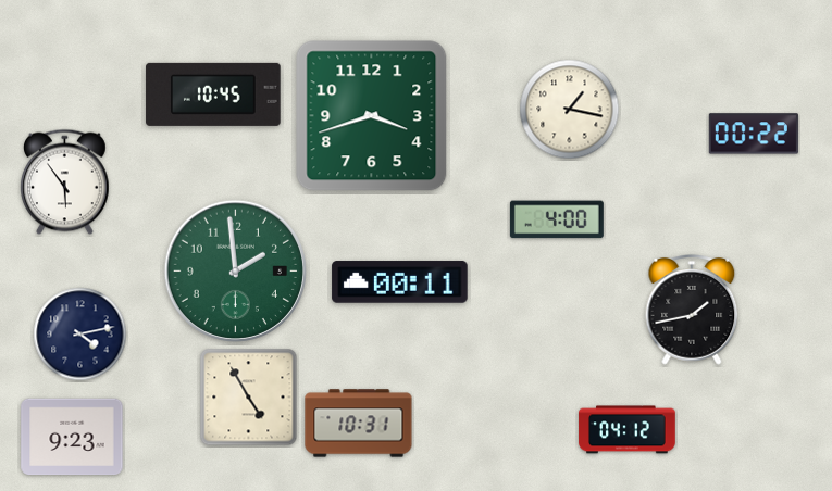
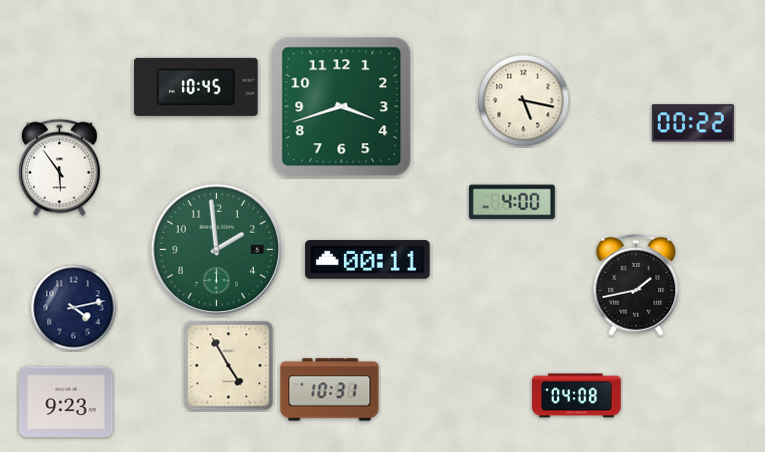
clock at (570, 110): 1:17 -> 5:17
clock at (628, 430): 04:12 -> 04:08
